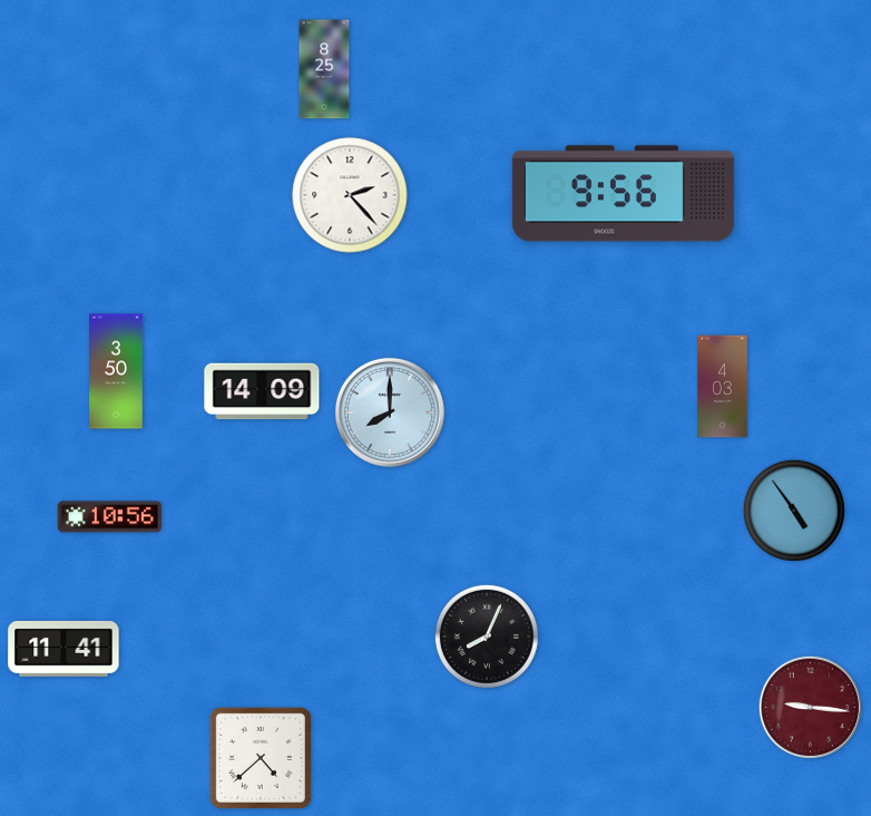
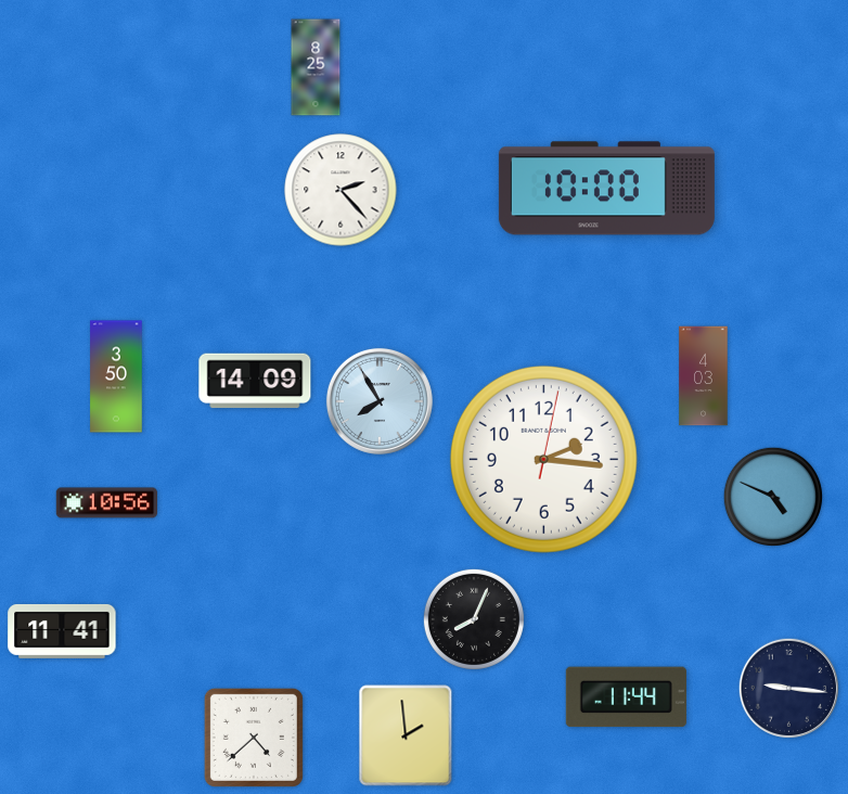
clock at (623, 194): 9:56 -> 10:00
clock at (116, 371) position: (116, 371) -> (116, 376)
clock at (390, 412): 8:00 -> 7:55
clock at (543, 459): none -> 2:16
clock at (793, 509): 4:54 -> 4:49
clock at (810, 707) dial: burgundy -> navy
clock at (626, 697): none -> 11:44
clock at (406, 735): none -> 1:59
